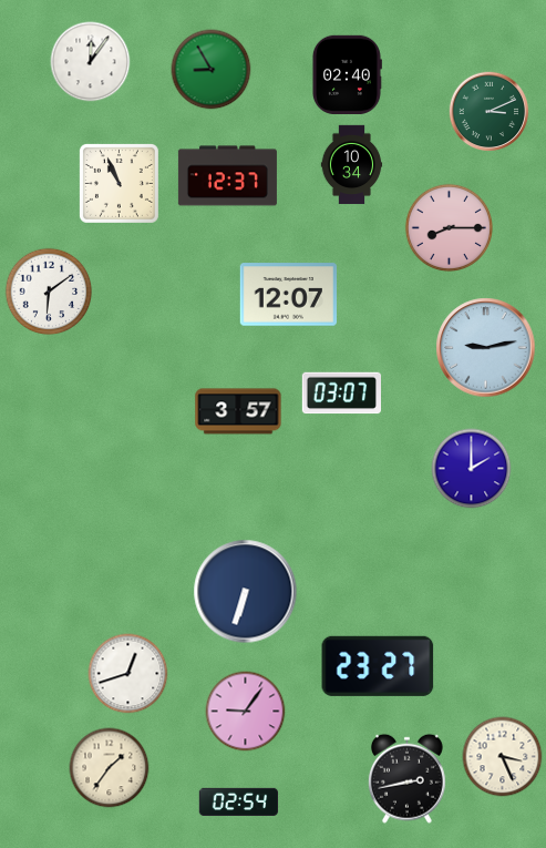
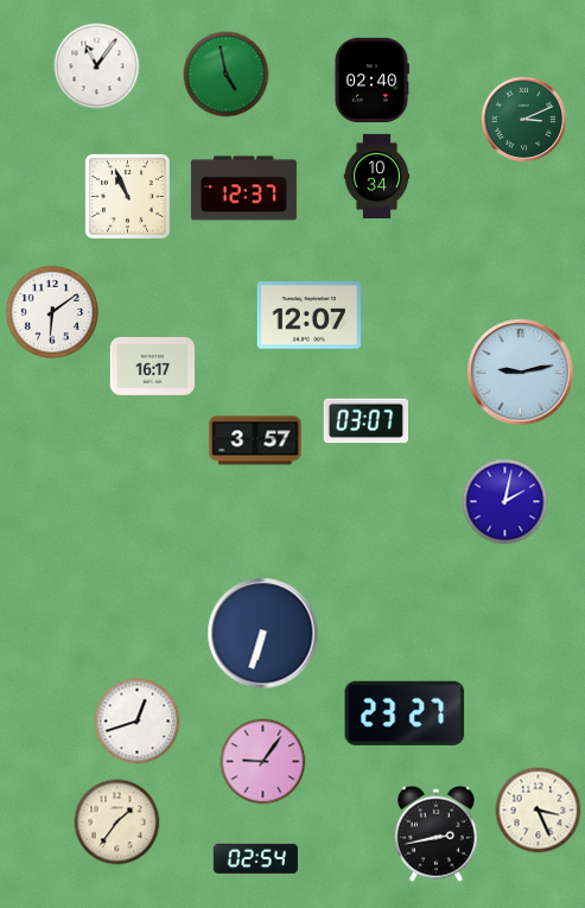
clock at (91, 62): 12:06 -> 11:06
clock at (212, 70): 8:55 -> 4:58
clock at (449, 227): 8:15 -> none
clock at (152, 366): none -> 16:17
clock at (472, 469): 2:00 -> 2:02
